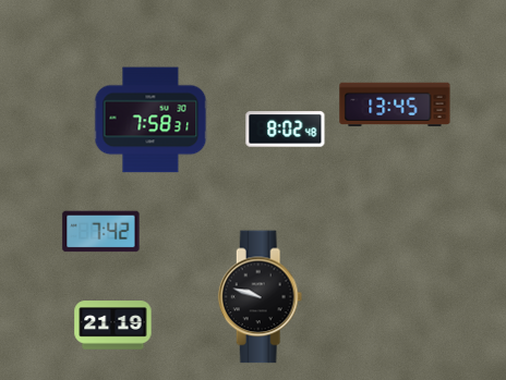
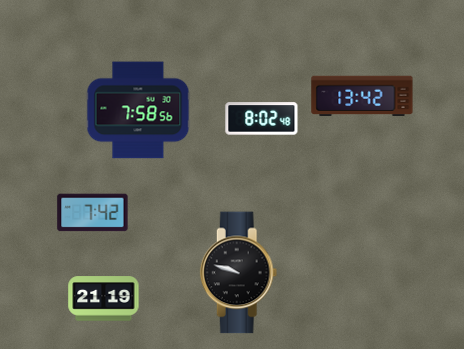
clock at (395, 105): 13:45 -> 13:42
clock at (150, 120): 7:58:31 -> 7:58:56
